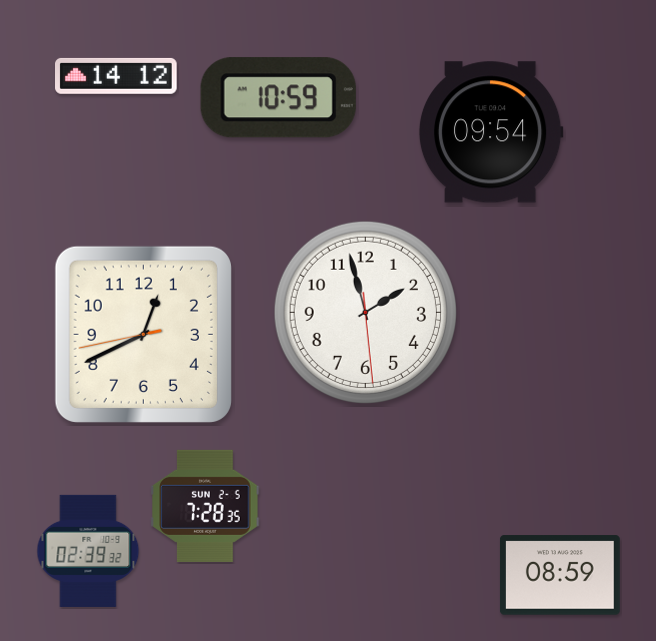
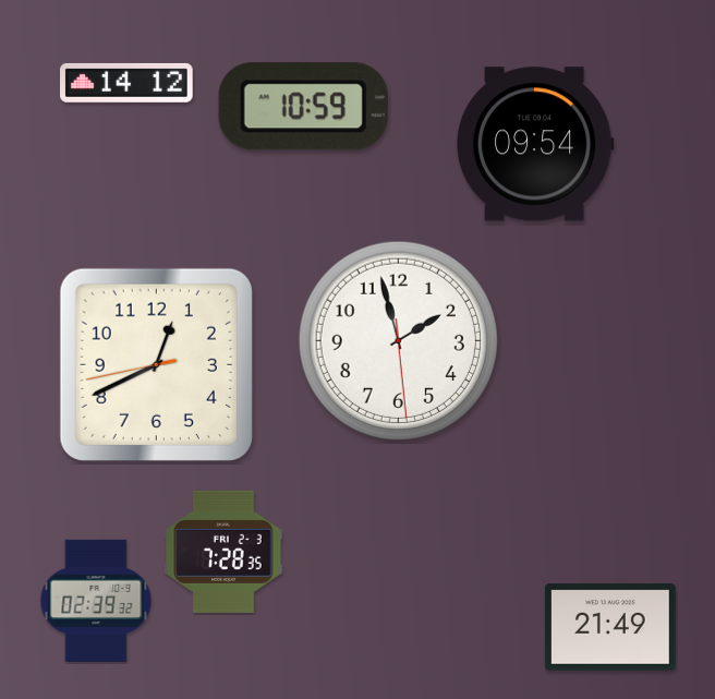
clock at (205, 506) date: SUN 2-5 -> FRI 2-3
clock at (560, 575): 08:59 -> 21:49
